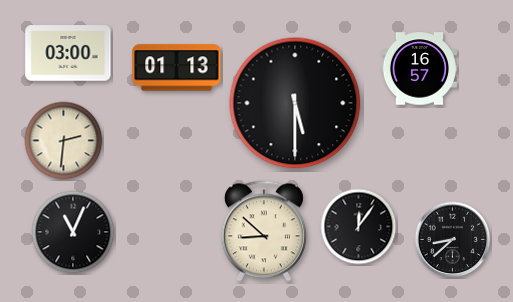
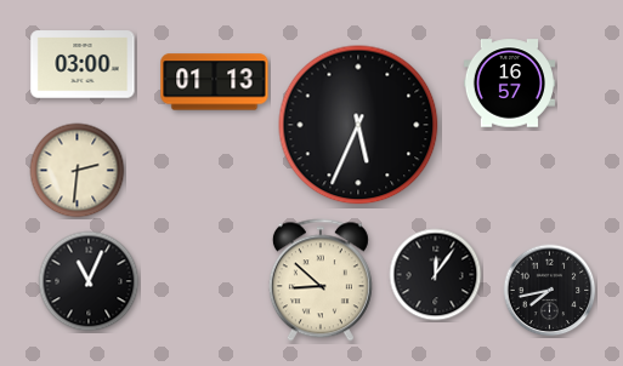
clock at (295, 103): 5:30 -> 5:34
clock at (453, 240): 8:38 -> 7:43
